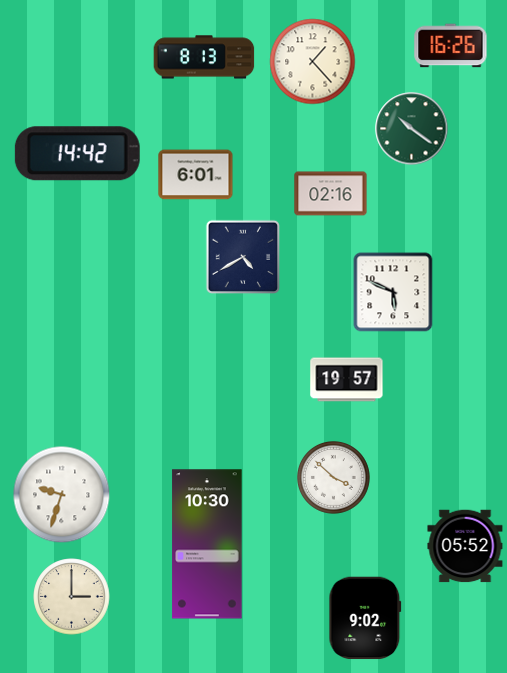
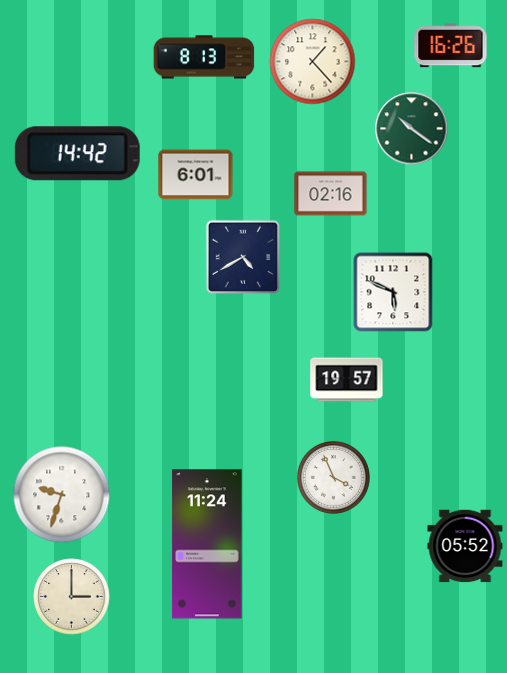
clock at (334, 478): 3:52 -> 3:56
clock at (207, 544): 10:30 -> 11:24
clock at (365, 618): 9:02 -> none
